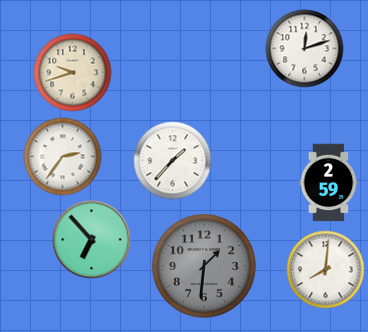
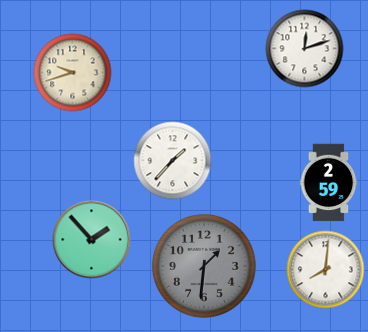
clock at (62, 156): 2:36 -> none
clock at (91, 239): 6:53 -> 1:53
